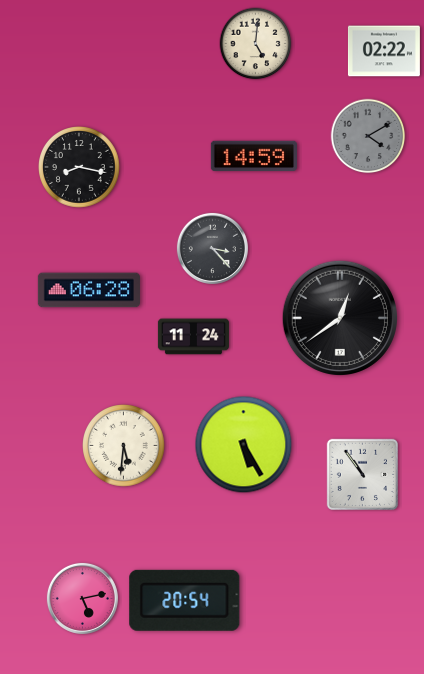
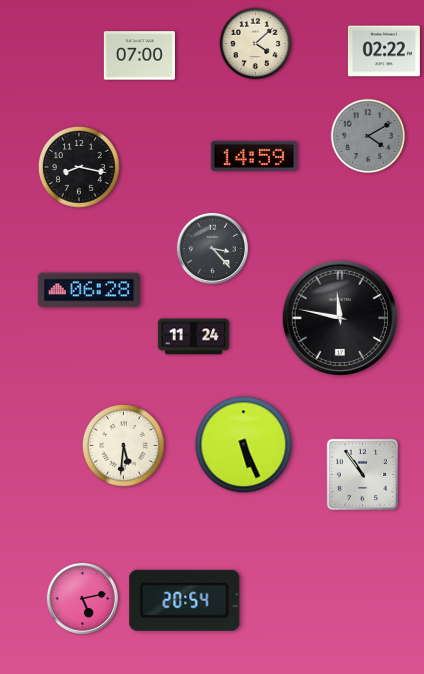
clock at (256, 44): 5:01 -> 4:08
clock at (139, 56): none -> 07:00
clock at (339, 317): 12:39 -> 11:47
clock at (244, 445): 5:25 -> 5:26
